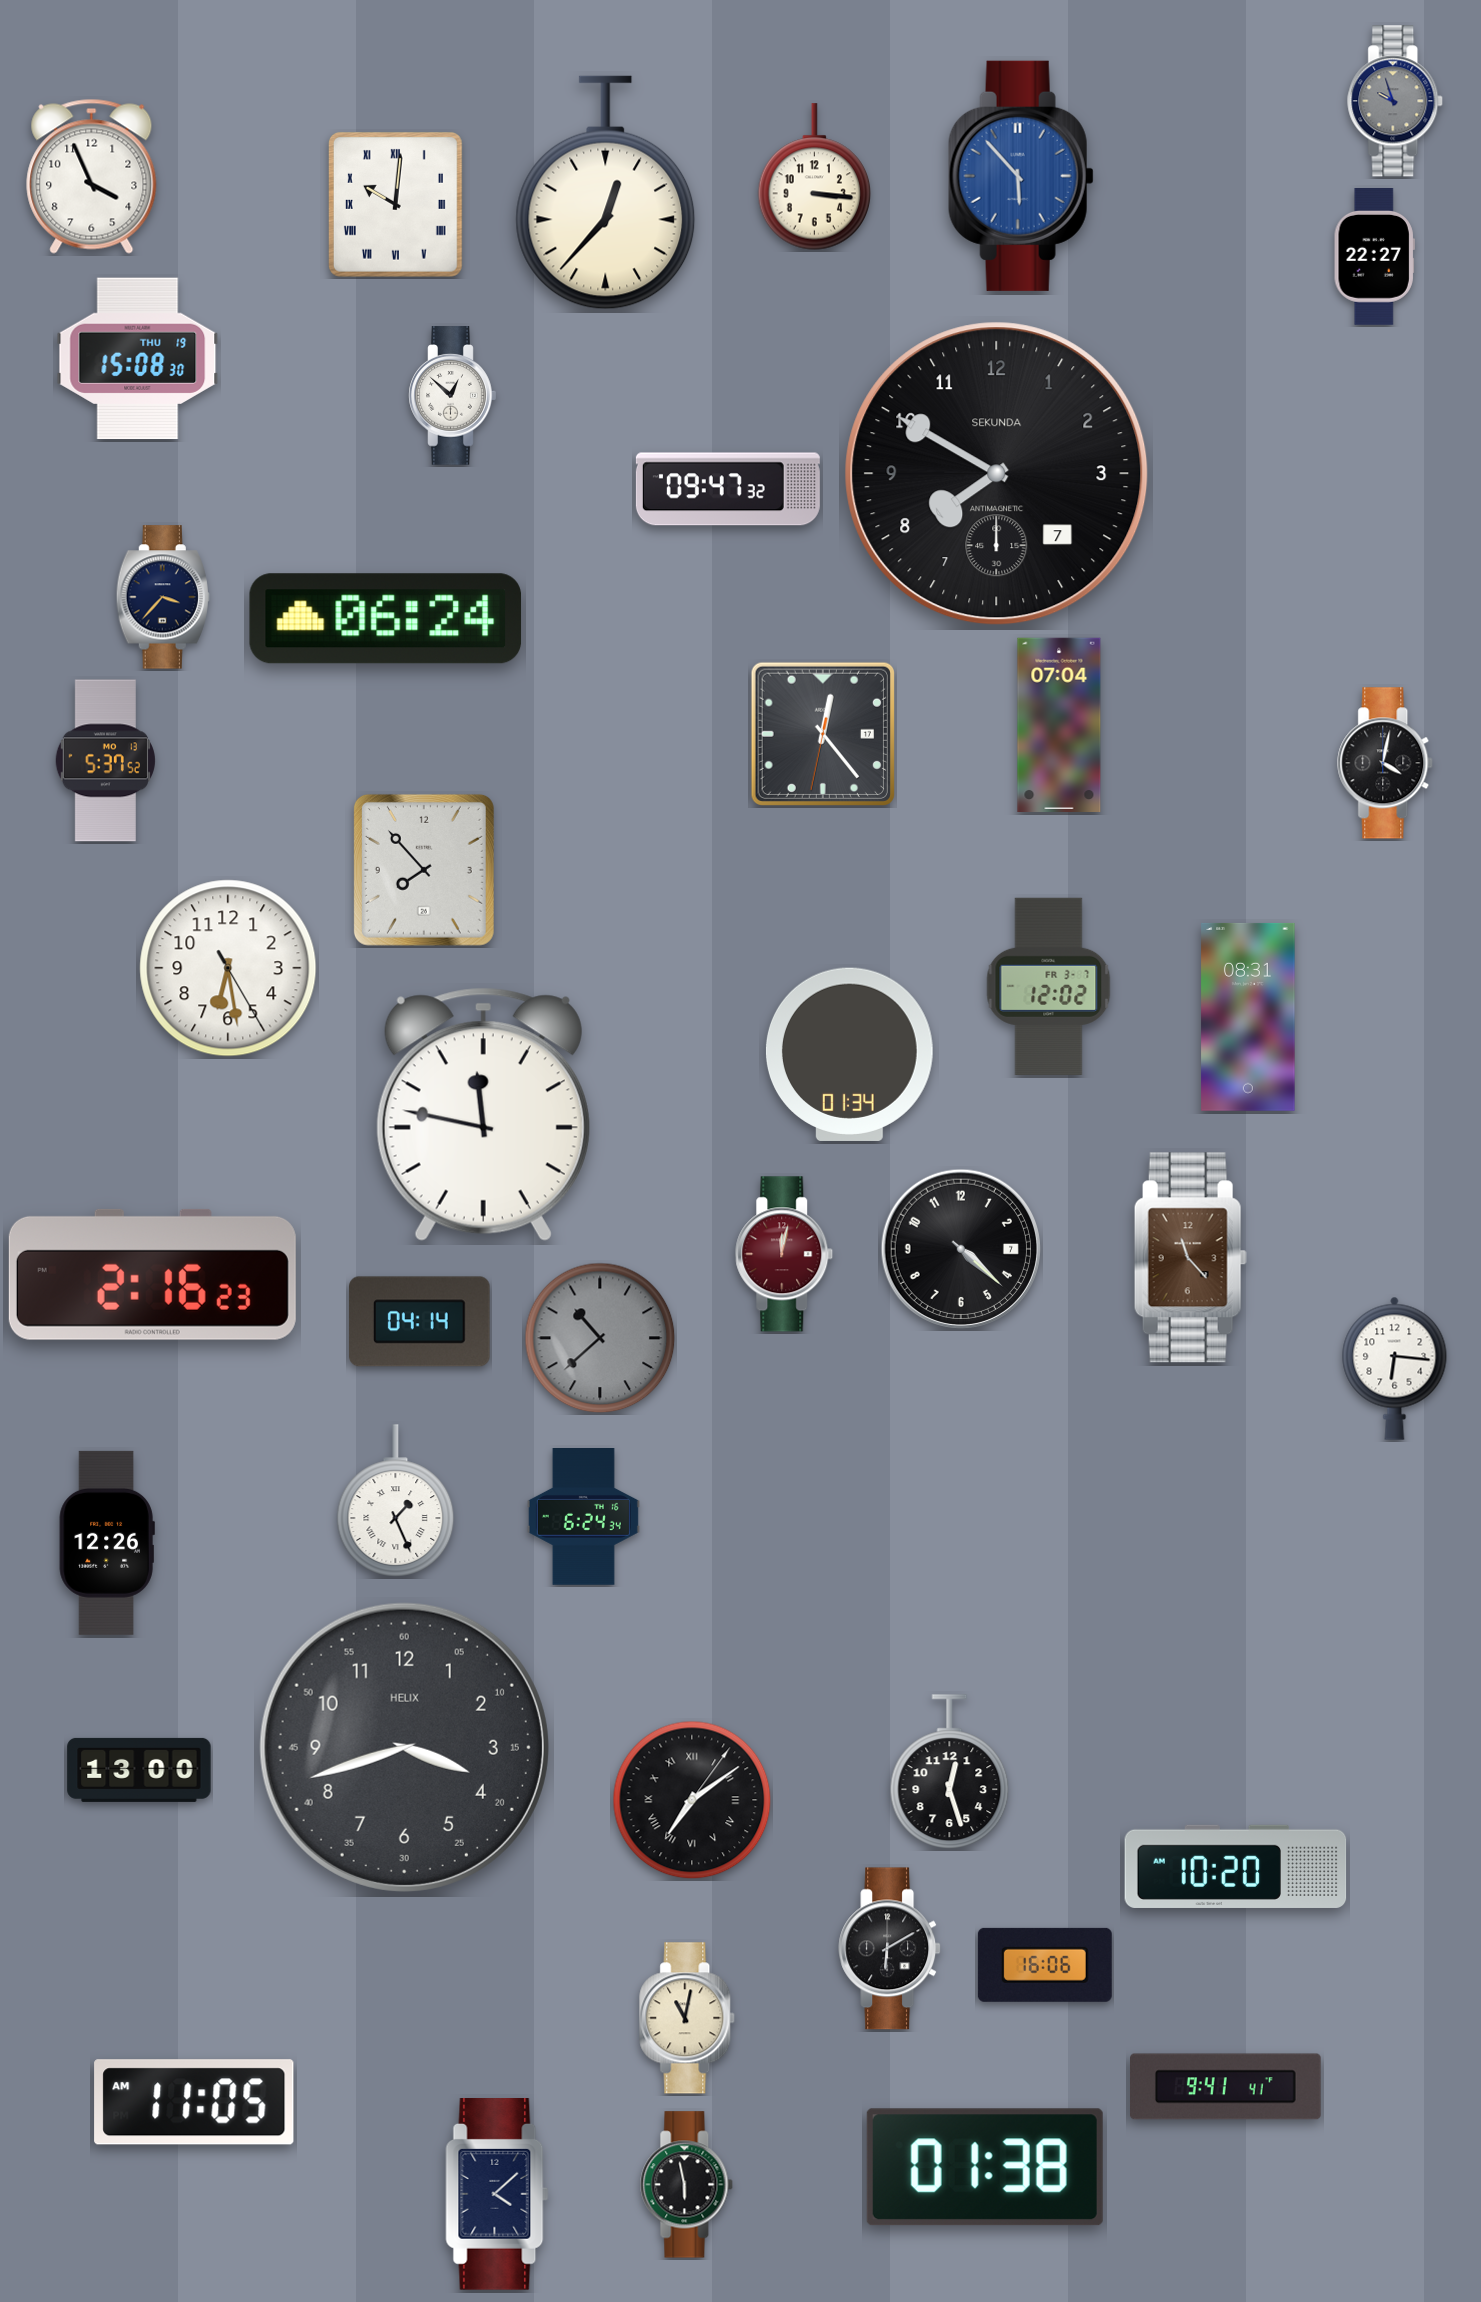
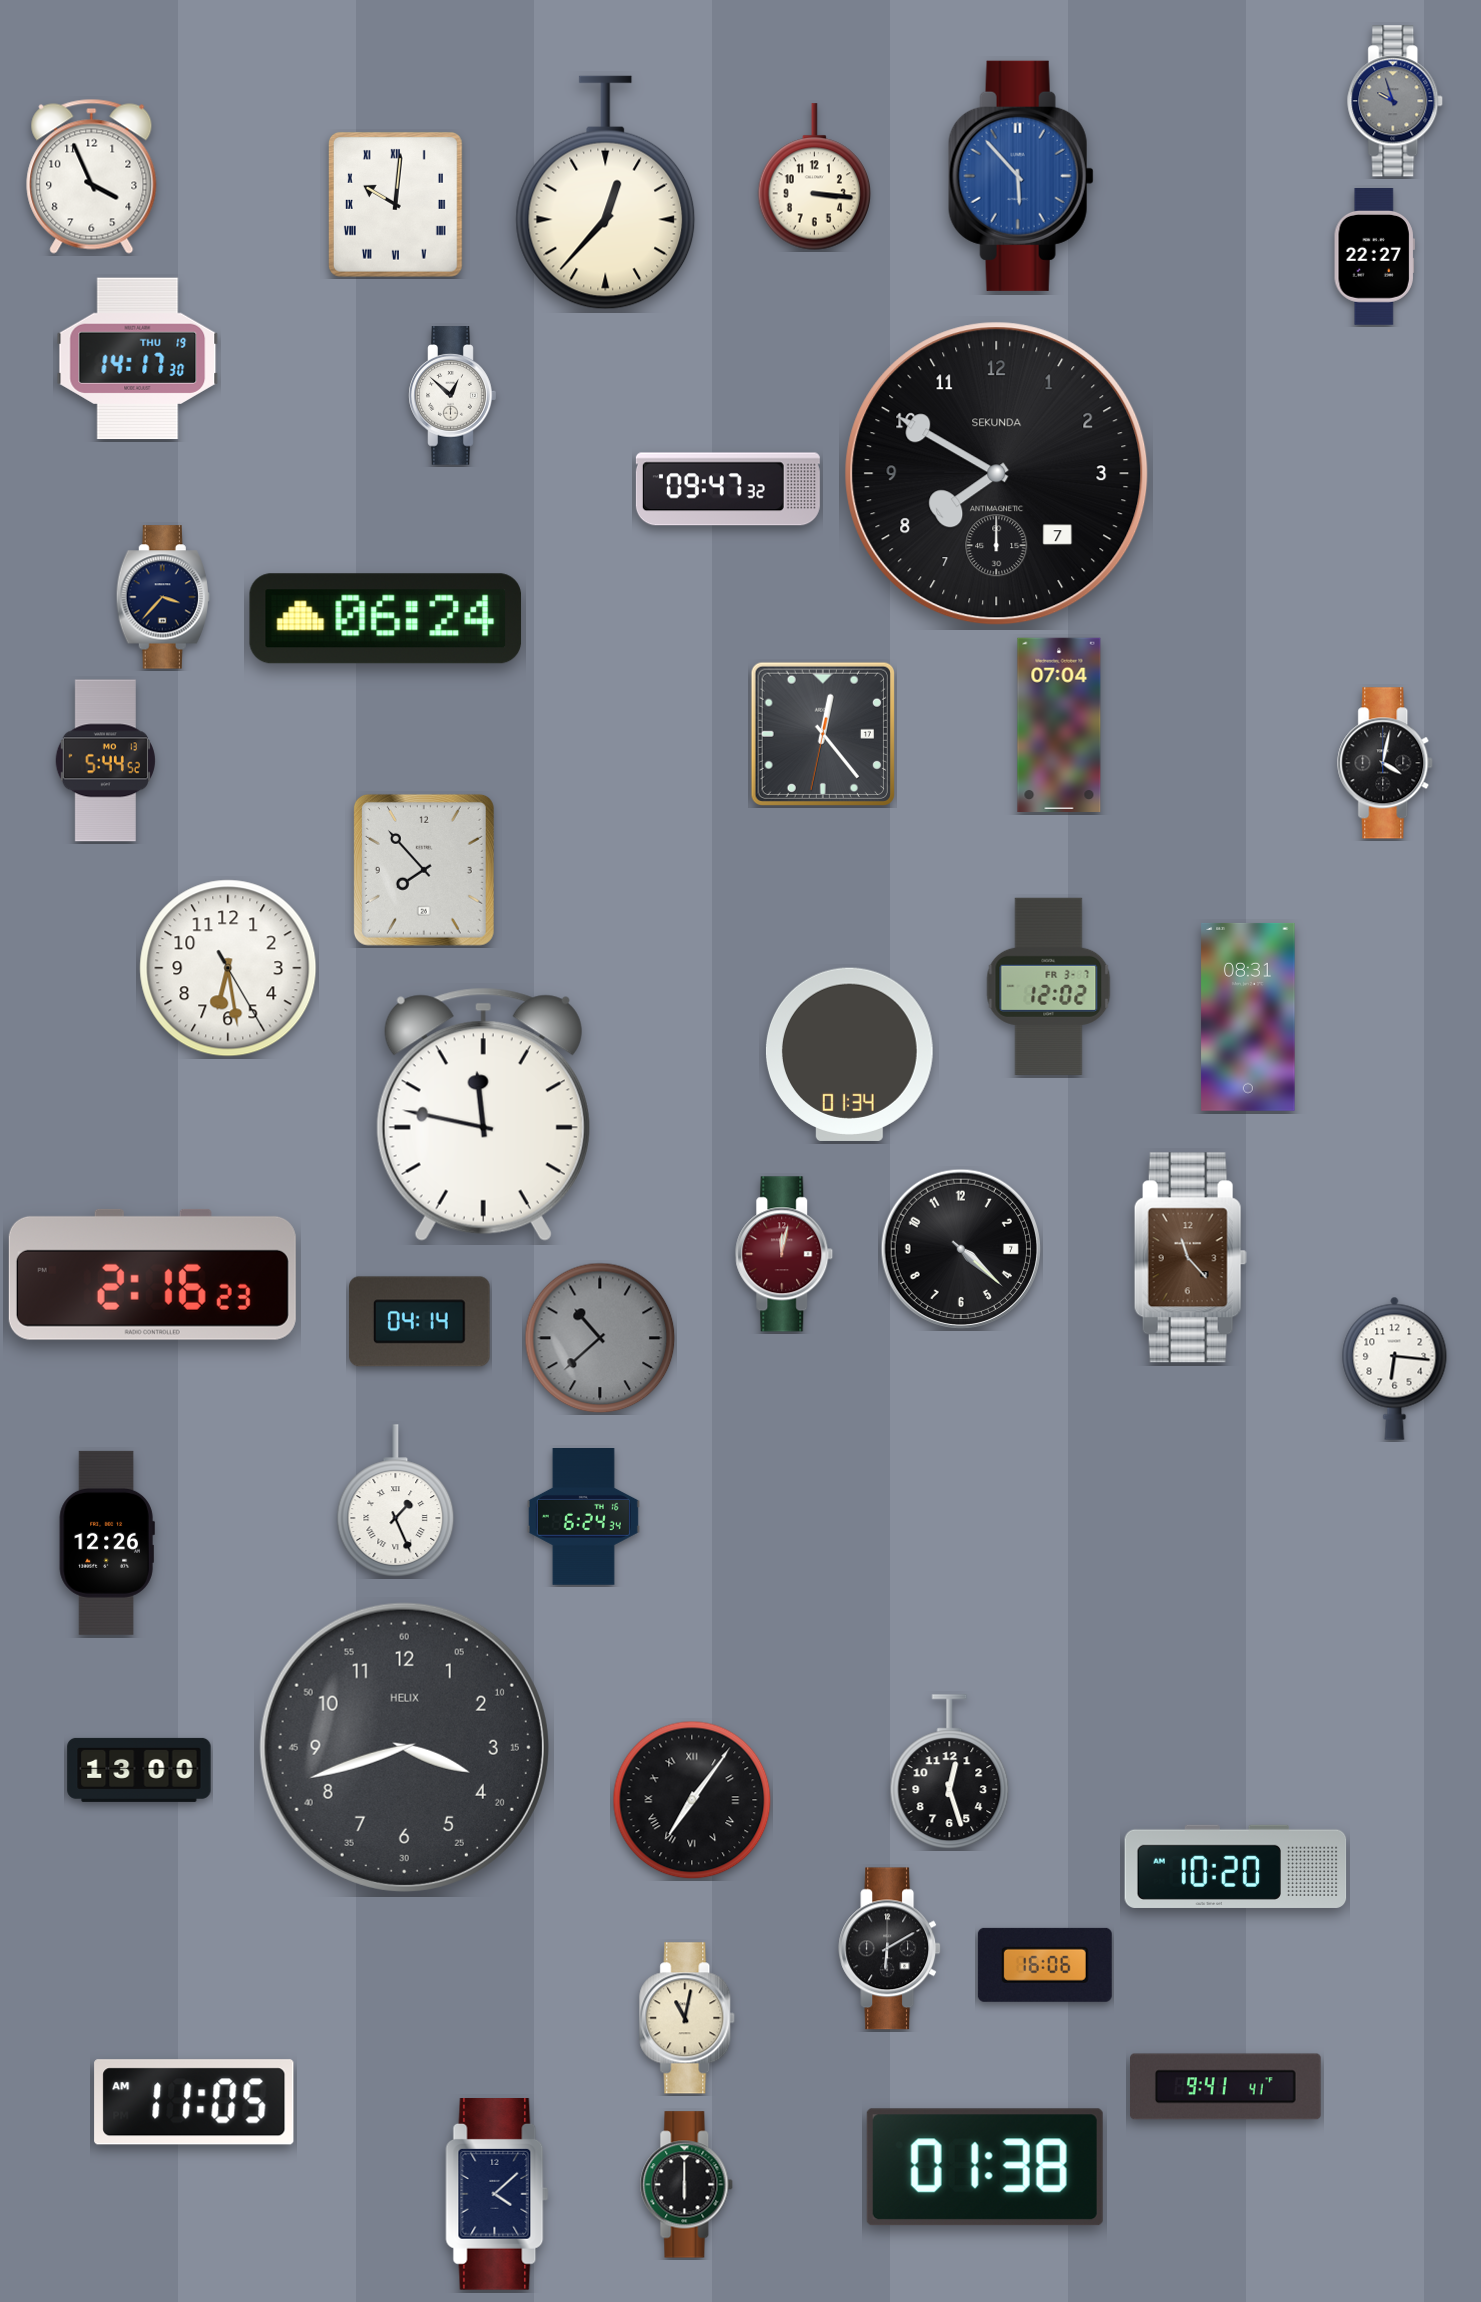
clock at (138, 359): 15:08 -> 14:17
clock at (105, 761): 5:37 -> 5:44
clock at (692, 1800): 7:09 -> 7:06
clock at (687, 2185): 5:58 -> 6:00
